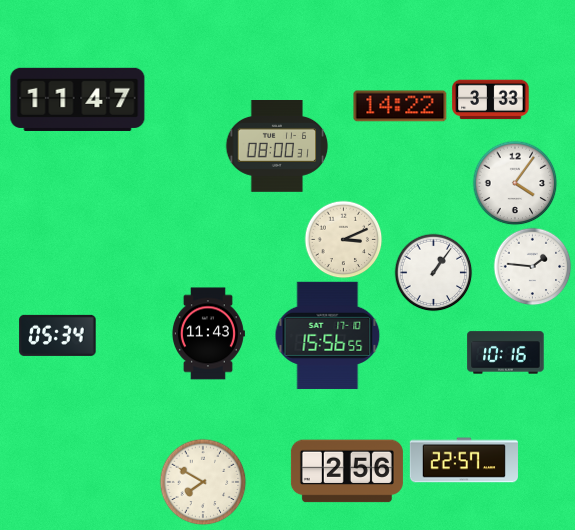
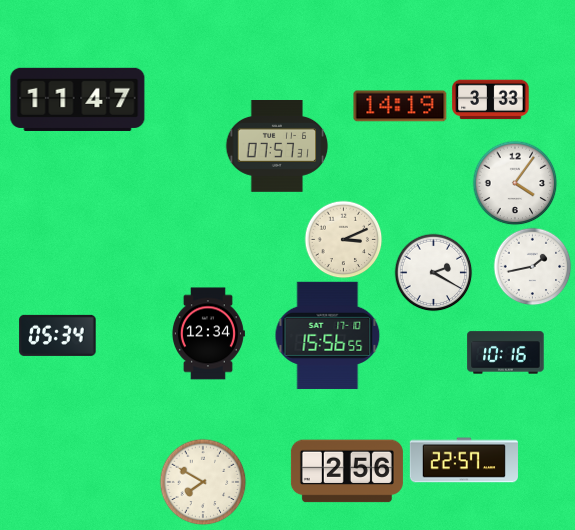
clock at (400, 106): 14:22 -> 14:19
clock at (277, 147): 08:00 -> 07:57
clock at (532, 266): 1:46 -> 1:43
clock at (433, 272): 1:06 -> 2:20
clock at (208, 334): 11:43 -> 12:34
